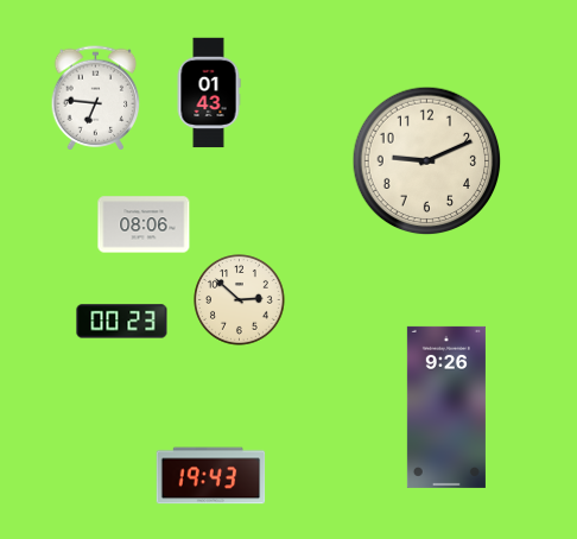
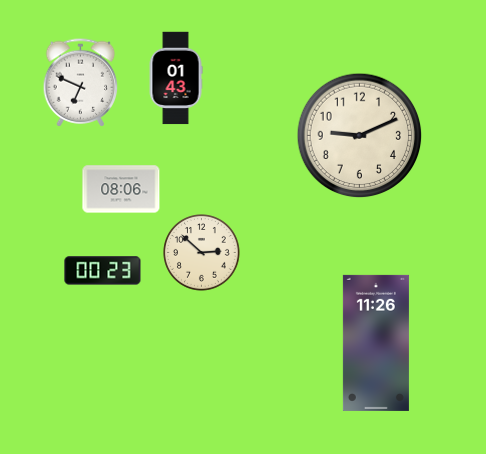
clock at (96, 99): 6:46 -> 6:49
clock at (446, 407): 9:26 -> 11:26
clock at (211, 476): 19:43 -> none
